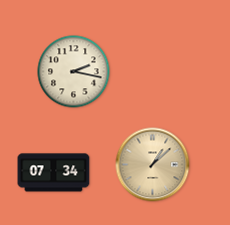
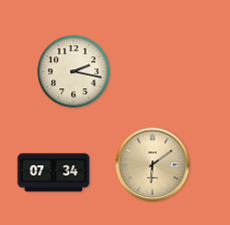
clock at (153, 165): 1:08 -> 6:09
